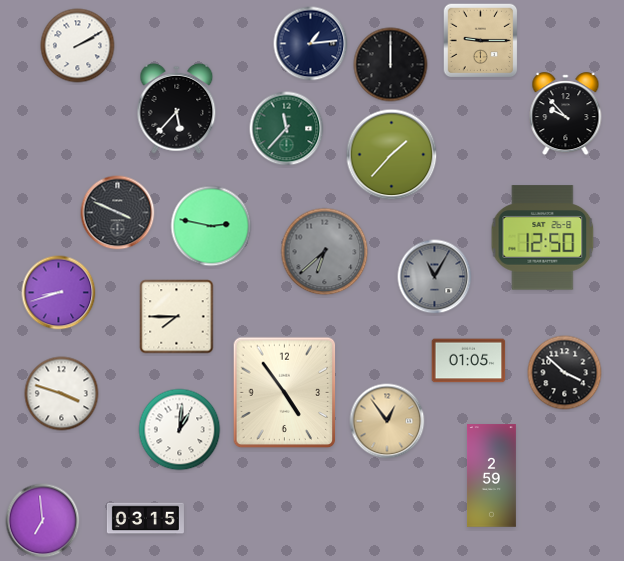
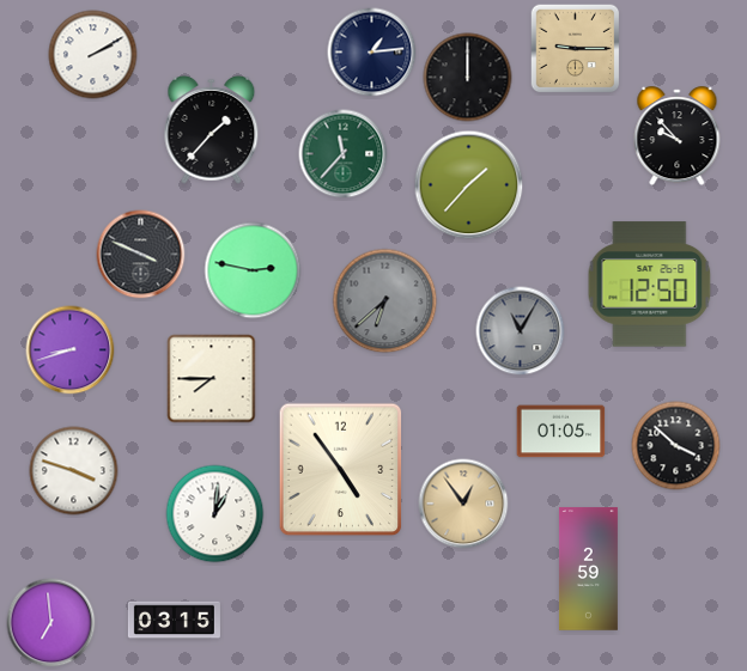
clock at (177, 108): 5:37 -> 1:37
clock at (325, 252) position: (325, 252) -> (385, 301)
